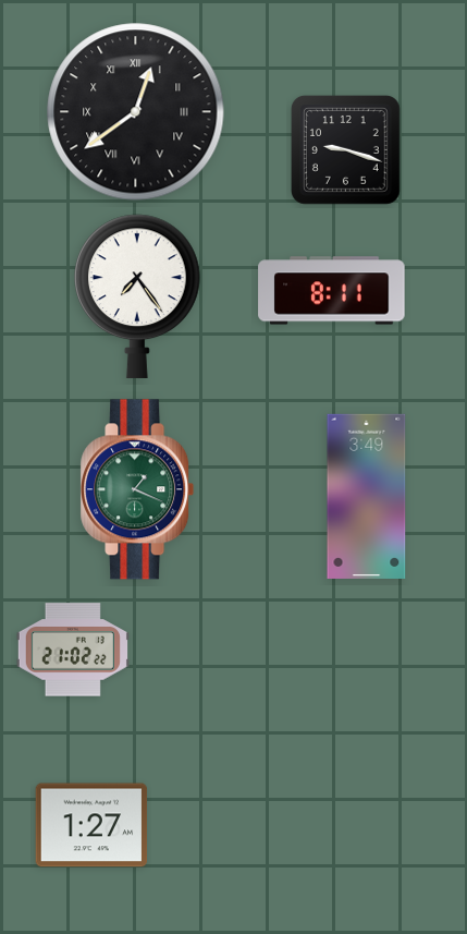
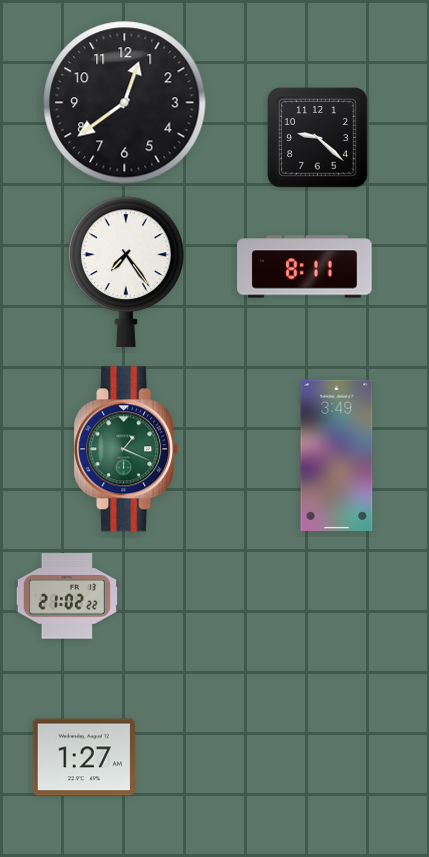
clock at (136, 112) numerals: Roman -> Arabic
clock at (346, 150): 9:18 -> 9:22
